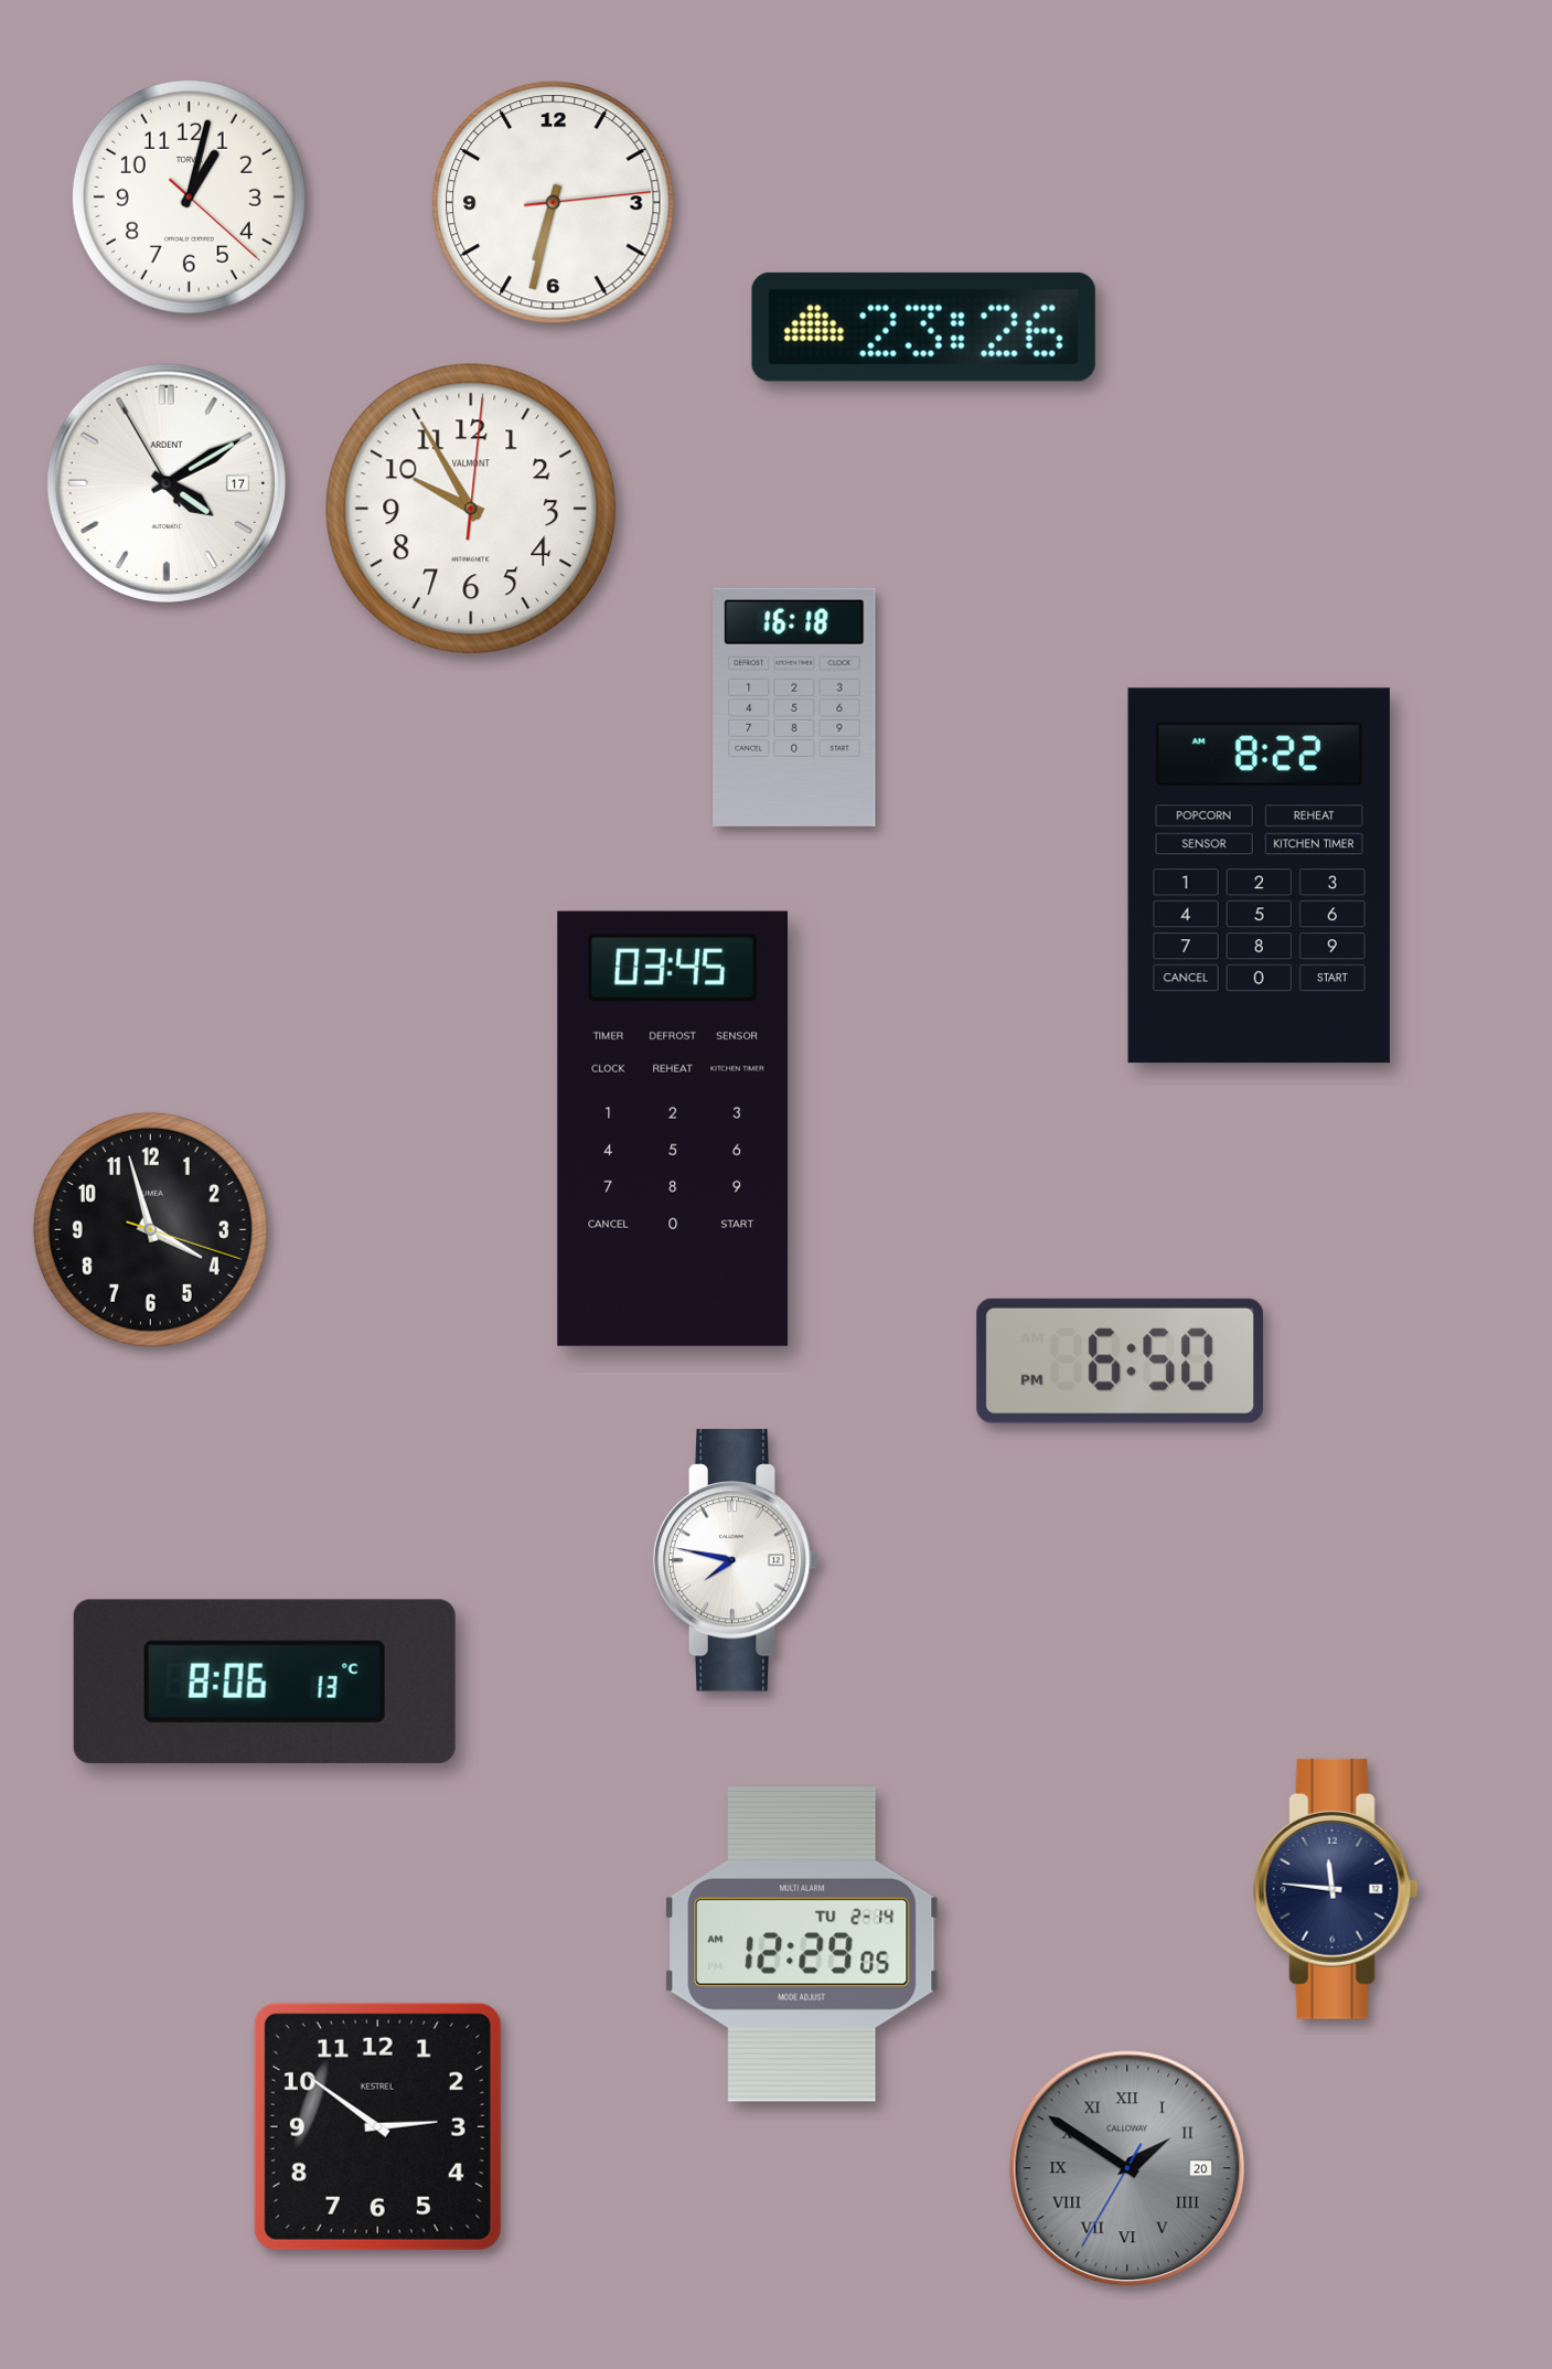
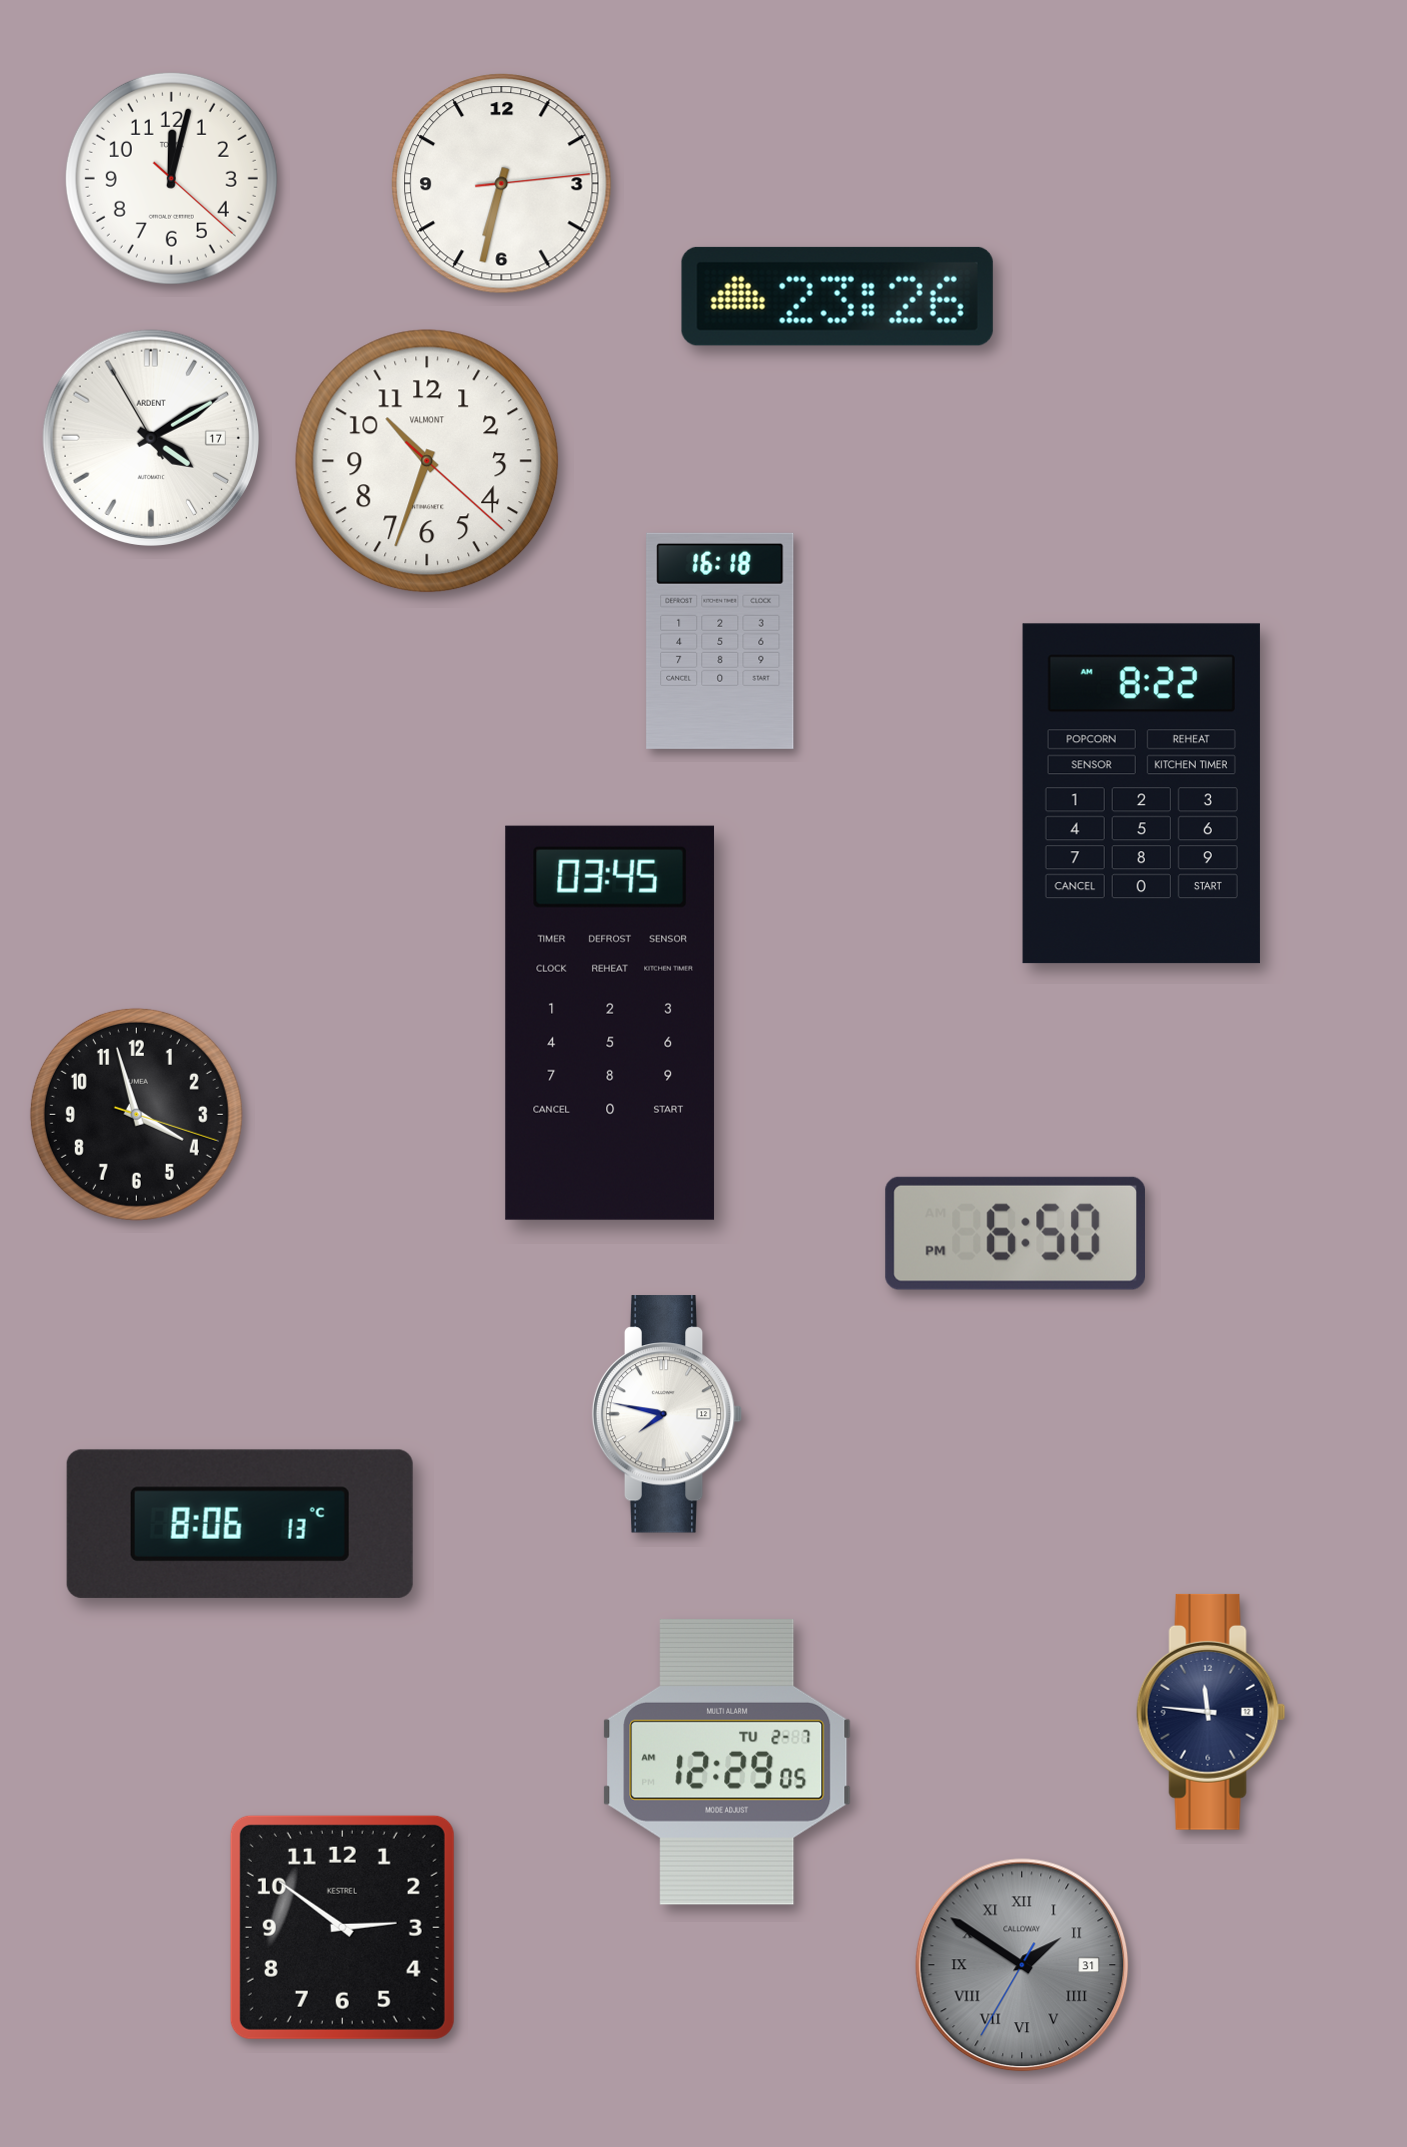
clock at (189, 196): 1:02 -> 12:02
clock at (471, 509): 9:55 -> 10:33
clock at (802, 1944) date: TU 2-14 -> TU 2-7
clock at (1127, 2168) date: 20 -> 31
